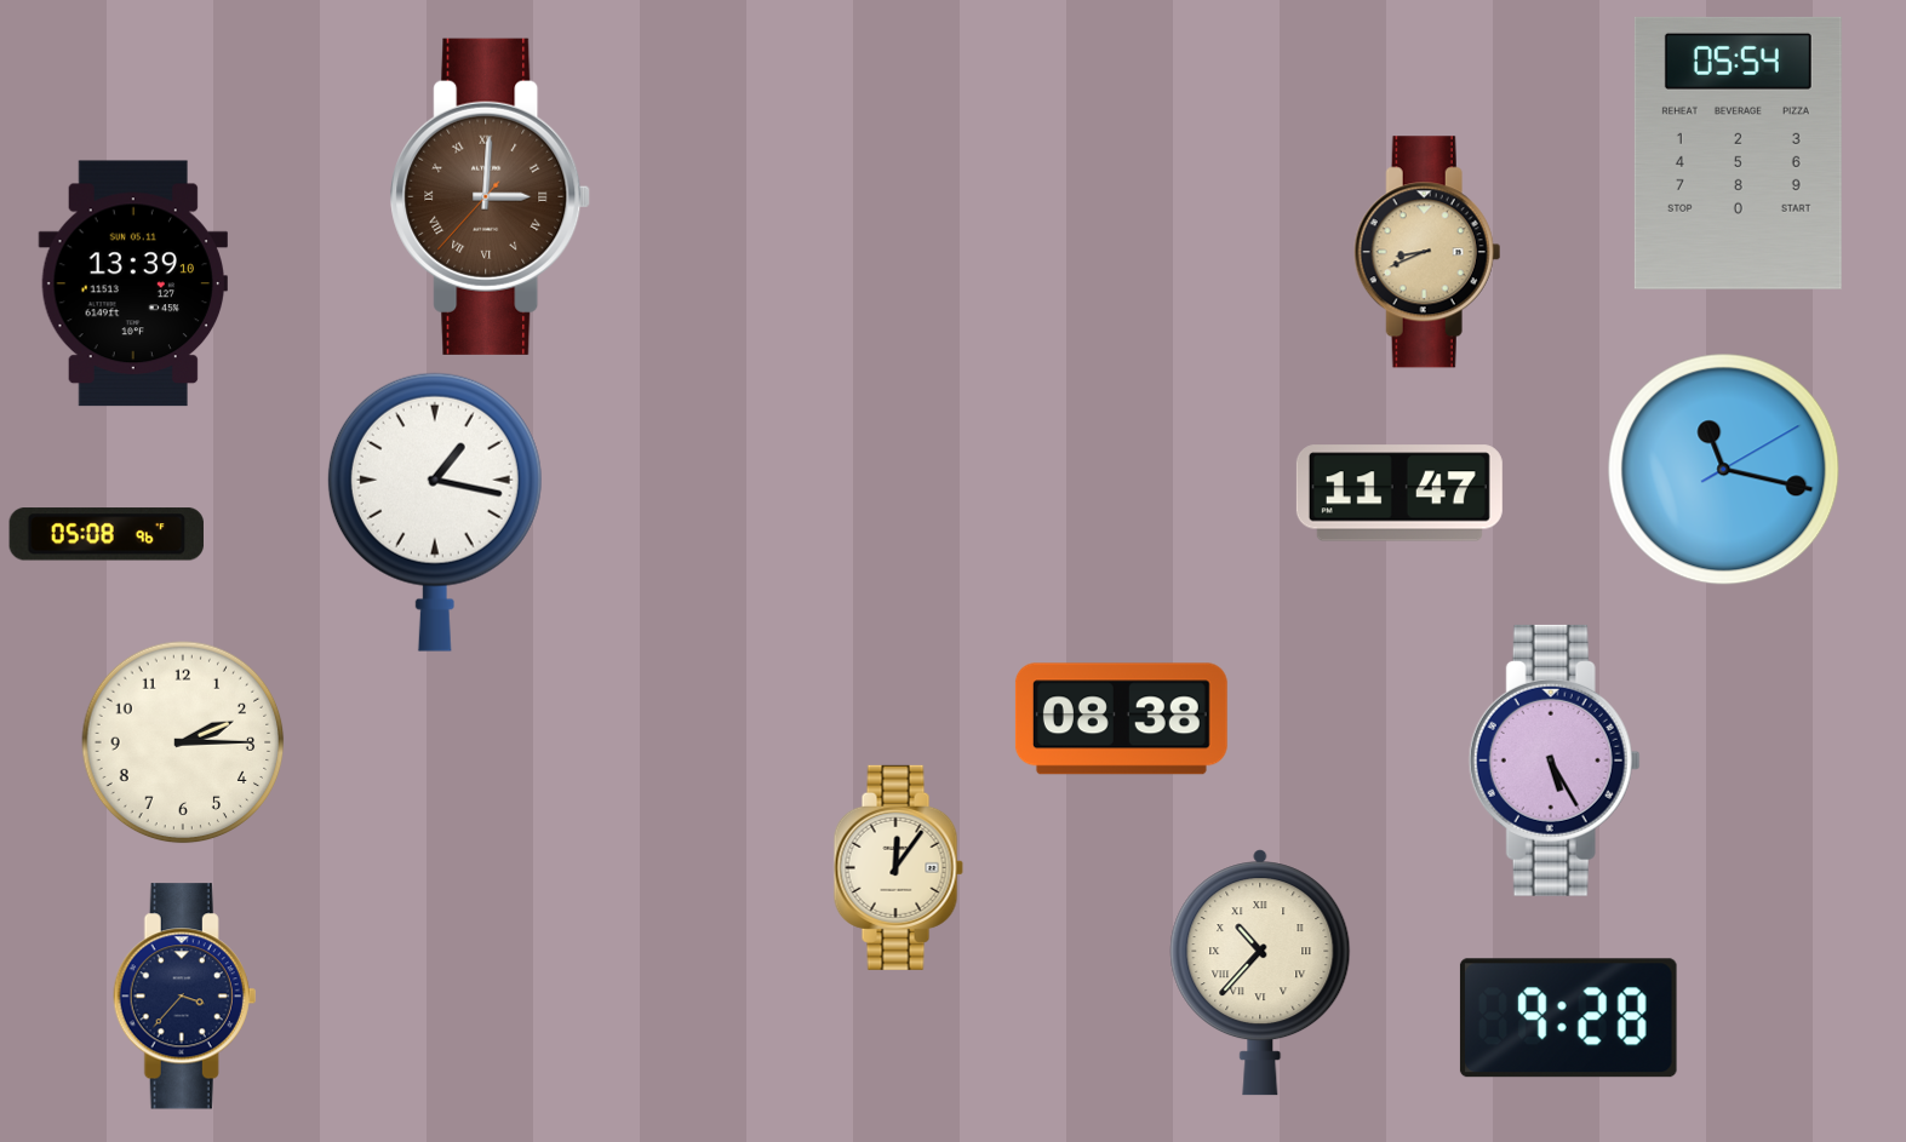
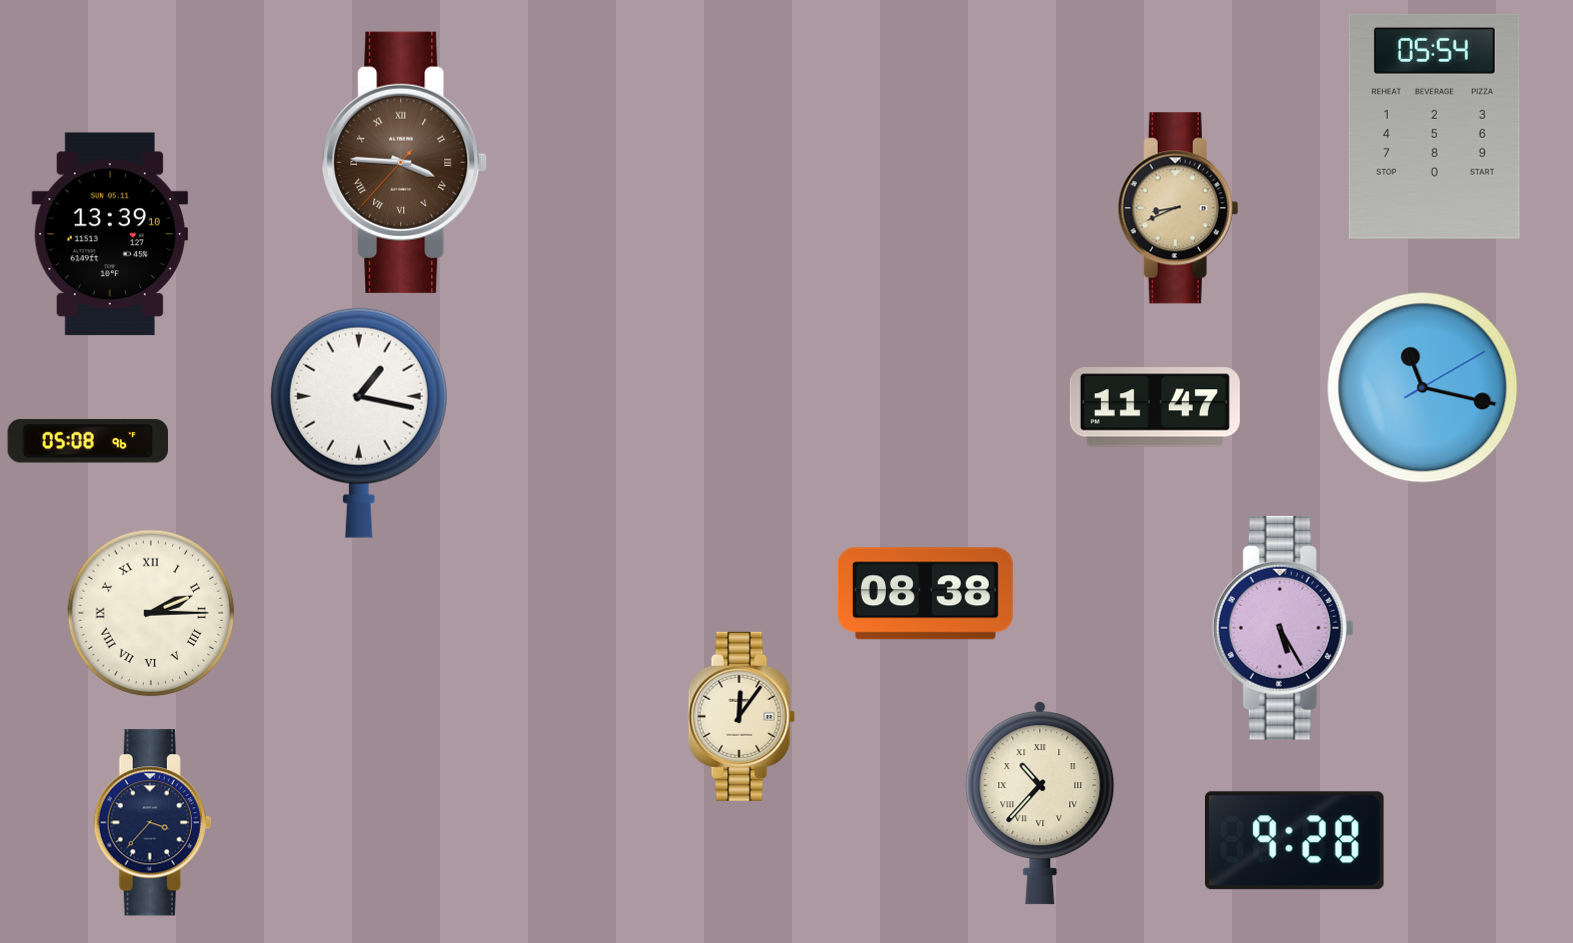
clock at (491, 196): 3:00 -> 3:45
clock at (183, 742) numerals: Arabic -> Roman
